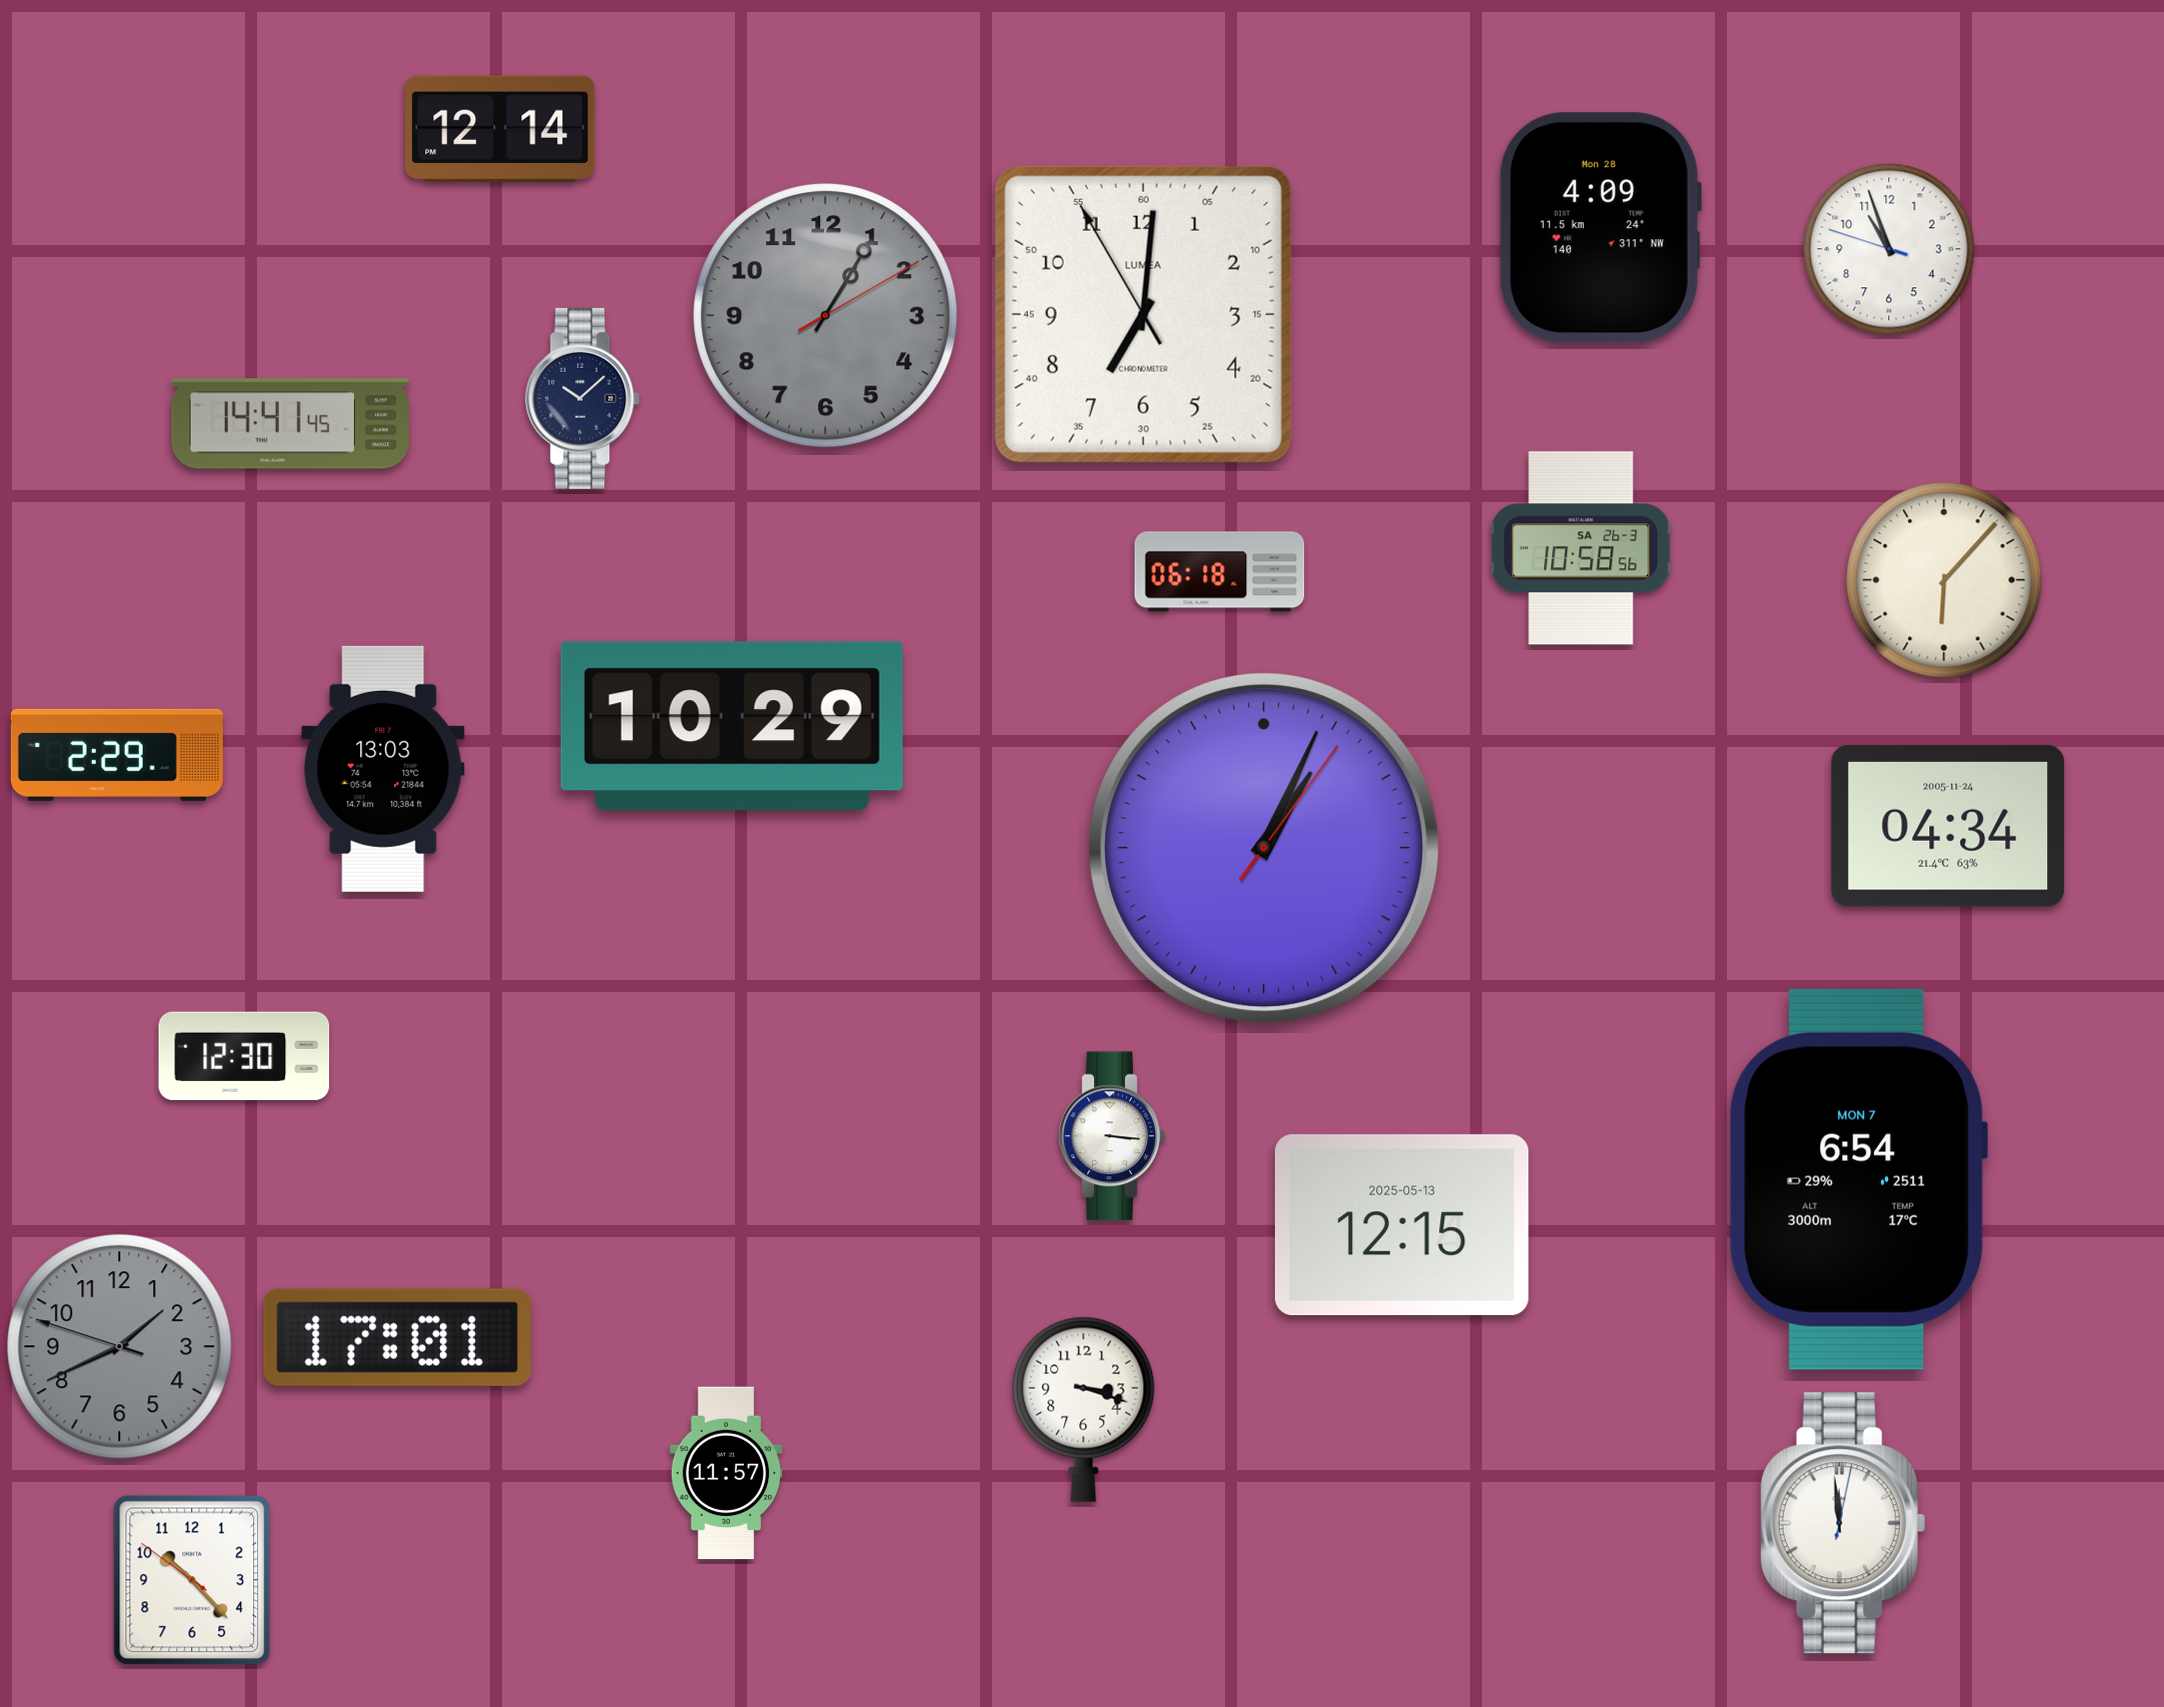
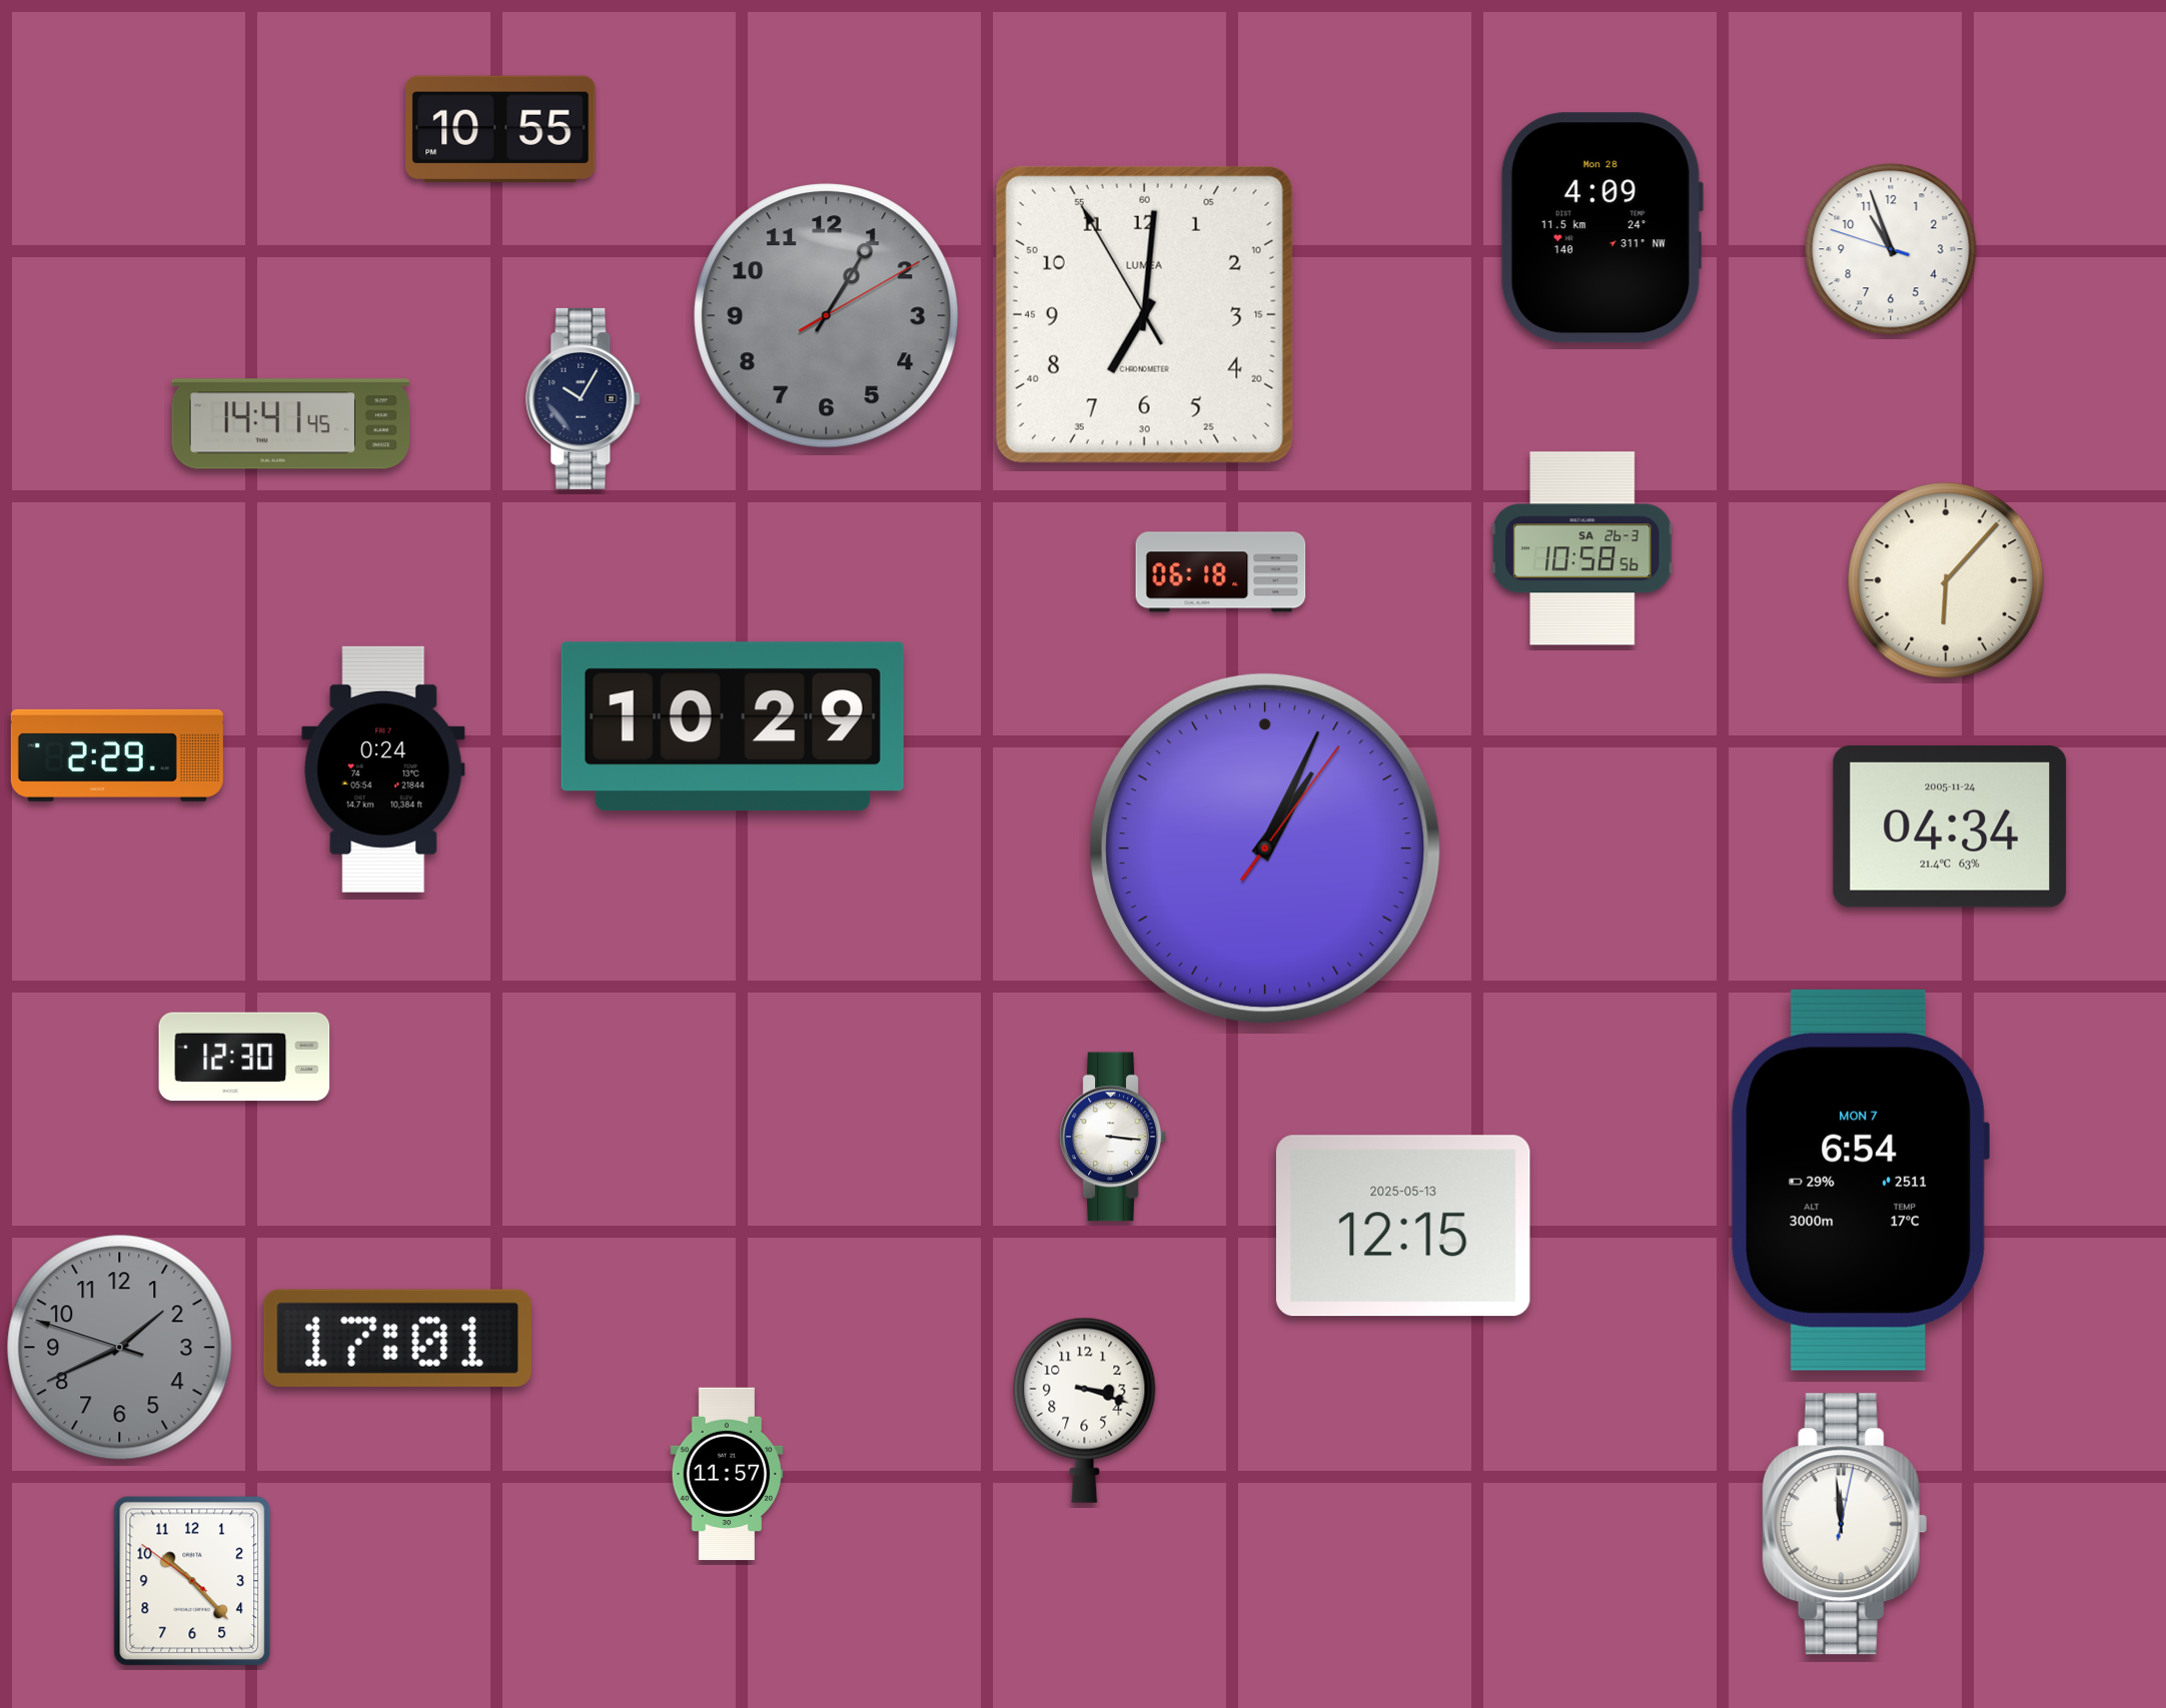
clock at (500, 128): 12:14 -> 10:55
clock at (583, 398): 10:08 -> 10:05
clock at (383, 769): 13:03 -> 0:24
